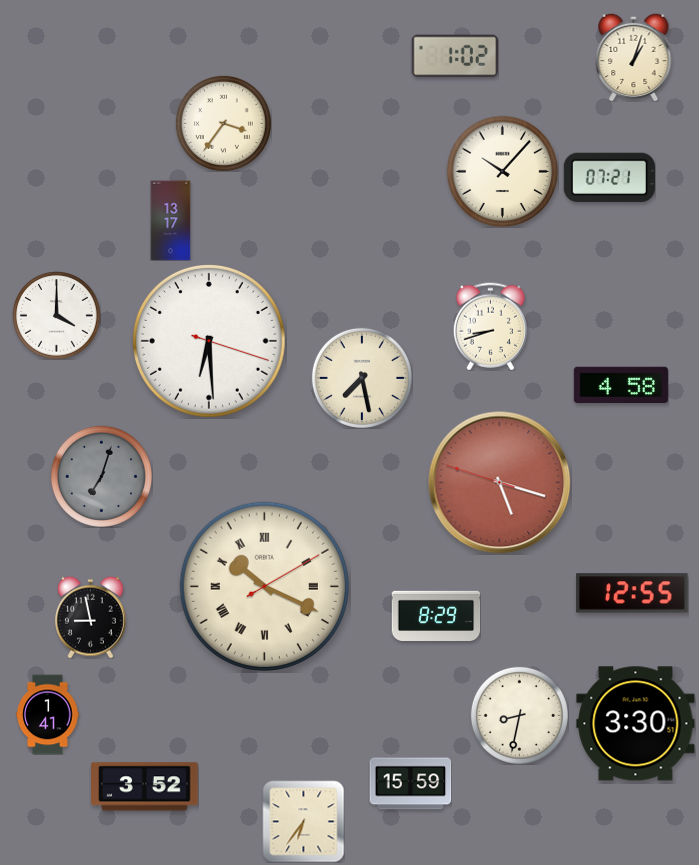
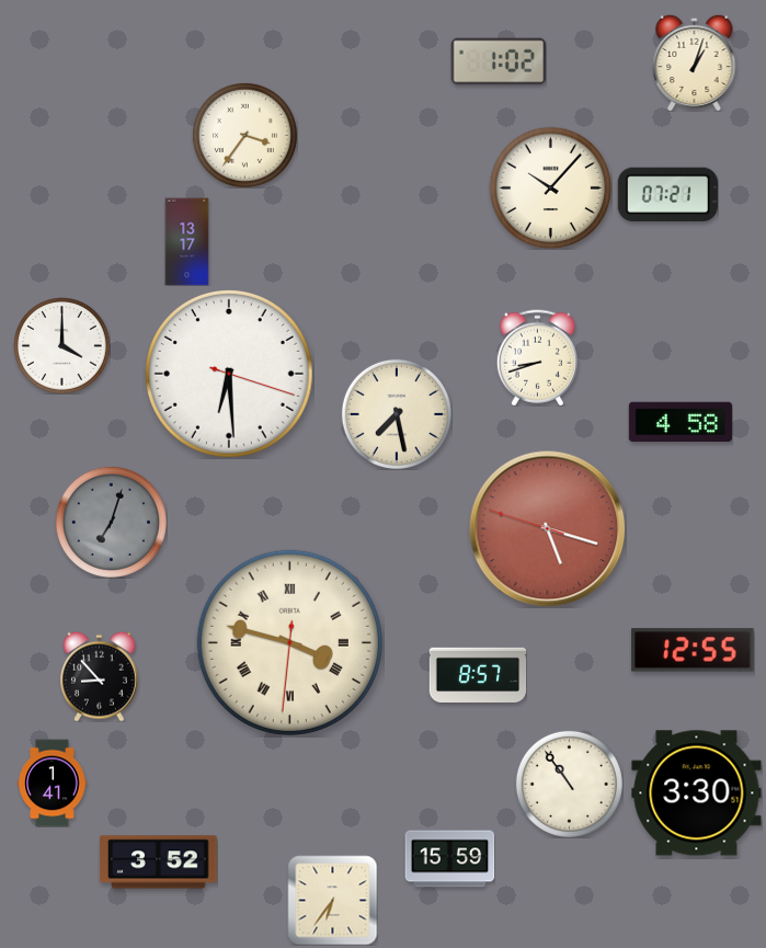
clock at (264, 586): 10:19 -> 3:47
clock at (436, 615): 8:29 -> 8:57
clock at (91, 617): 8:58 -> 8:53
clock at (519, 715): 8:32 -> 10:54
